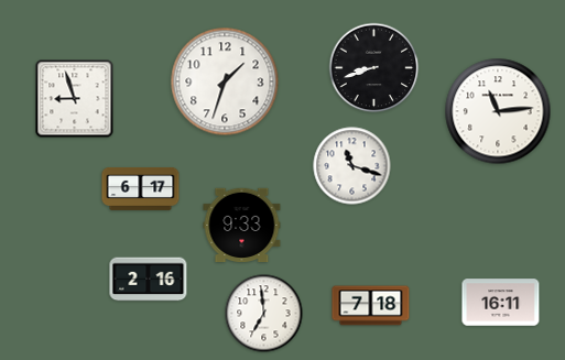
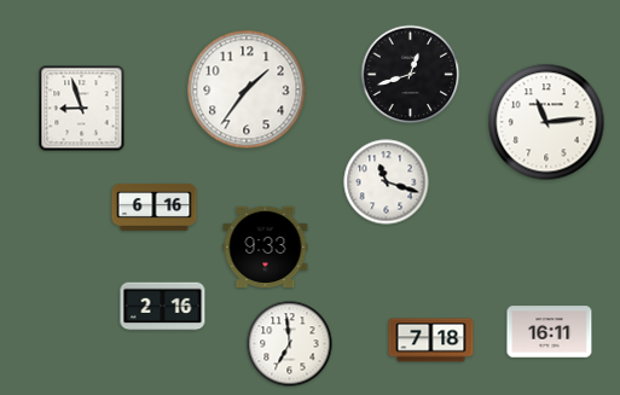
clock at (374, 68): 8:42 -> 12:42
clock at (225, 81): 1:33 -> 1:36
clock at (141, 188): 6:17 -> 6:16
clock at (371, 306) position: (371, 306) -> (431, 341)
